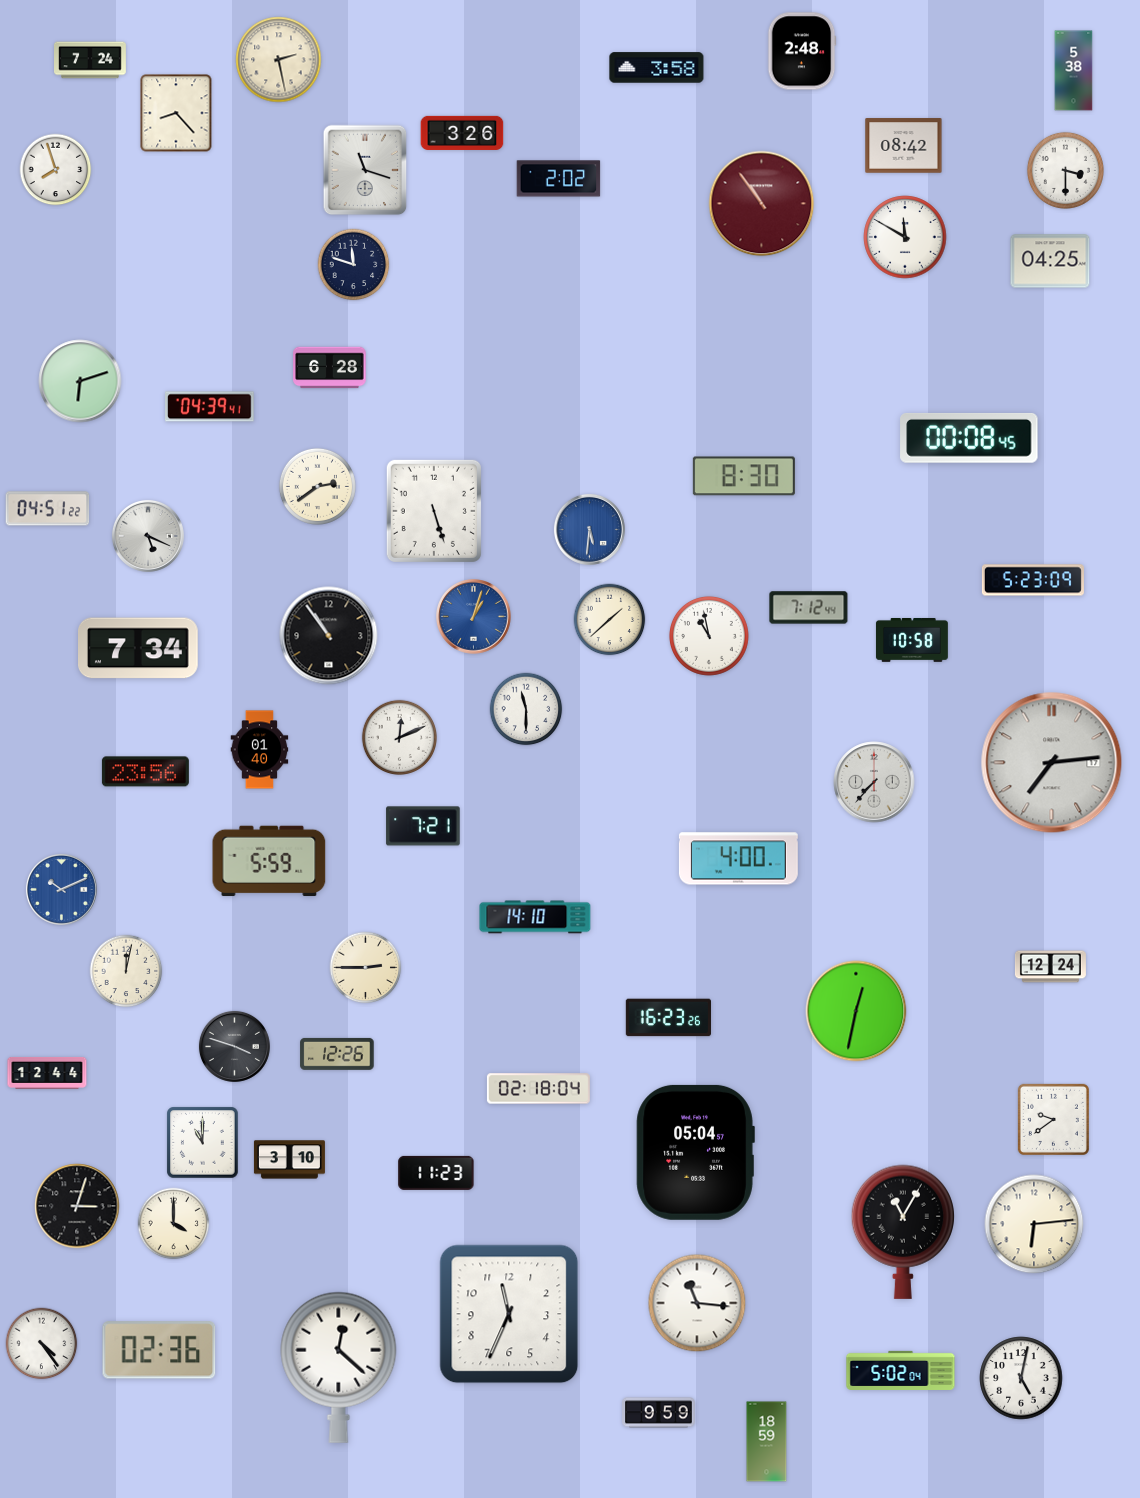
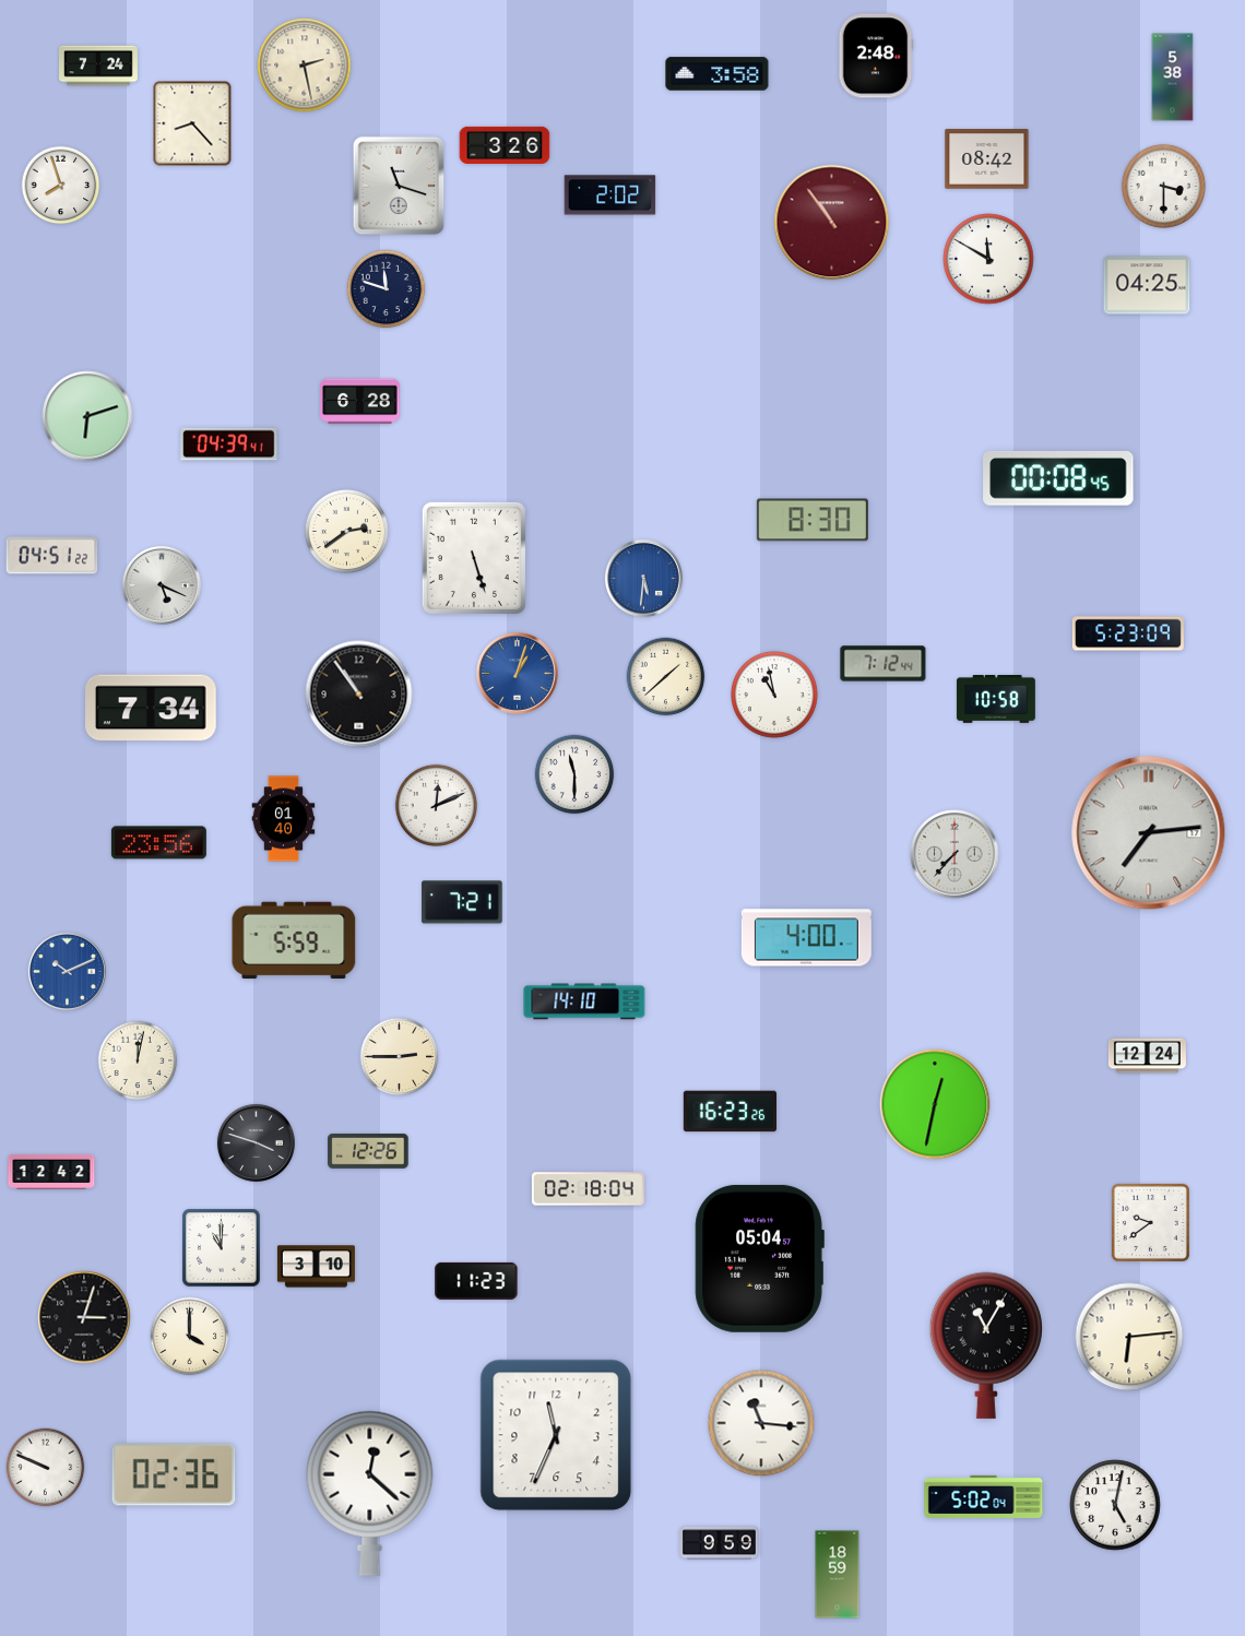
clock at (47, 1073): 12:44 -> 12:42
clock at (42, 1344): 4:24 -> 9:49
